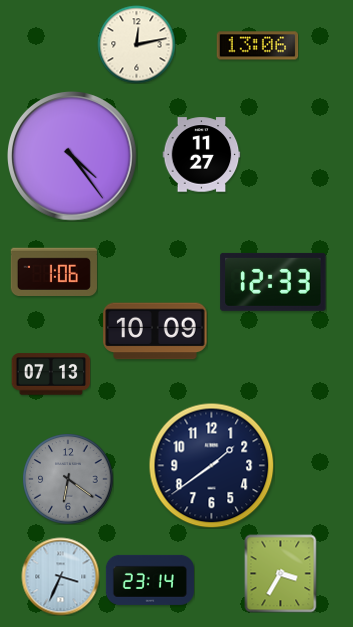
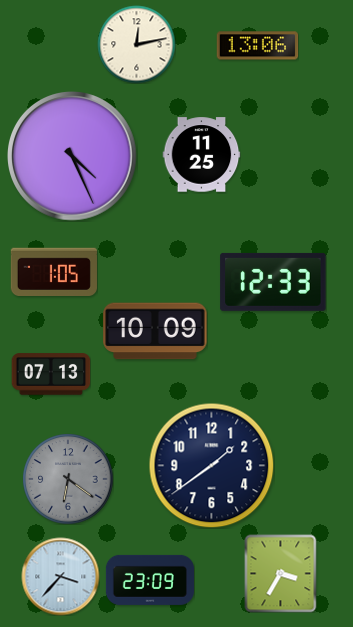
clock at (201, 155): 11:27 -> 11:25
clock at (72, 156): 4:24 -> 4:26
clock at (54, 272): 1:06 -> 1:05
clock at (60, 576): 3:34 -> 3:37
clock at (150, 580): 23:14 -> 23:09
